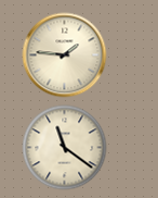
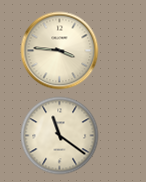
clock at (64, 54): 1:46 -> 3:46
